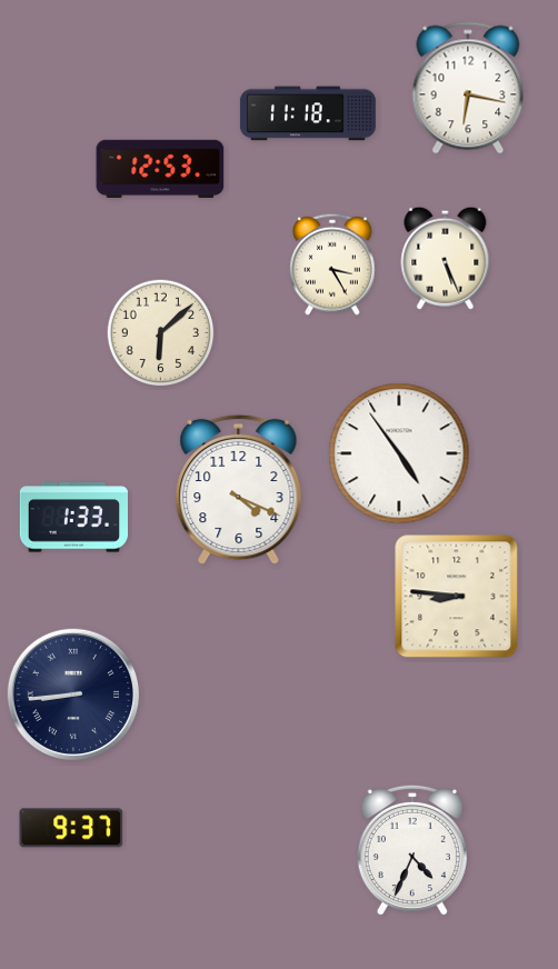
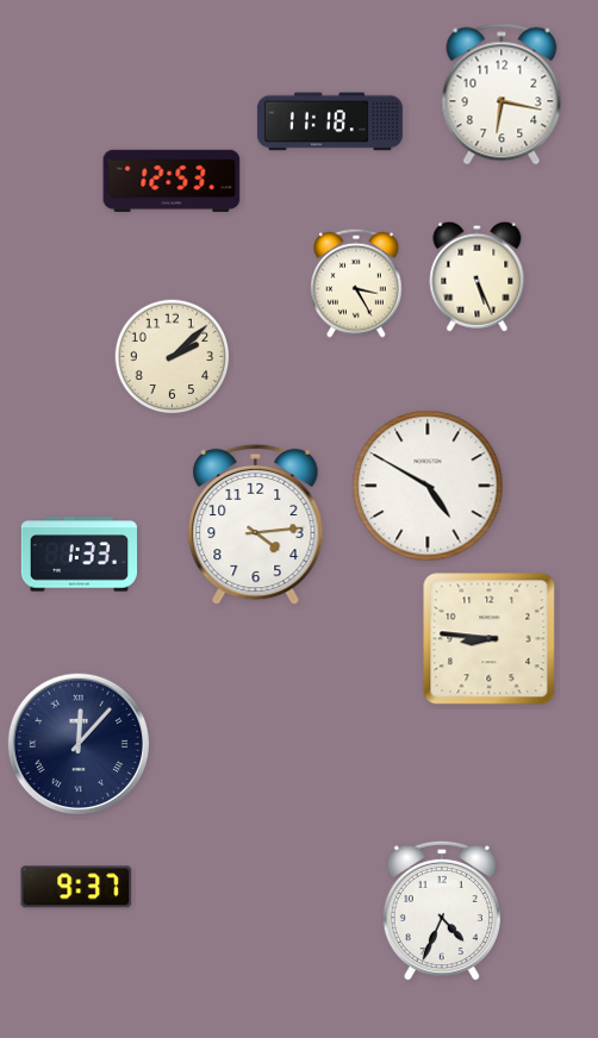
clock at (161, 333): 6:08 -> 2:08
clock at (399, 453): 4:54 -> 4:50
clock at (239, 490): 4:19 -> 4:14
clock at (72, 693): 8:44 -> 12:07
